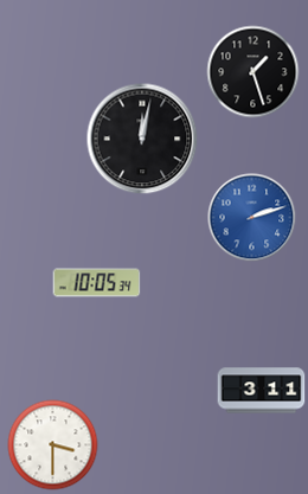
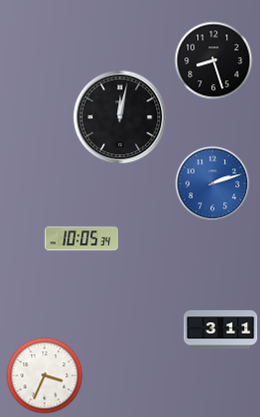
clock at (254, 72): 1:27 -> 8:27
clock at (53, 445): 3:30 -> 3:34
